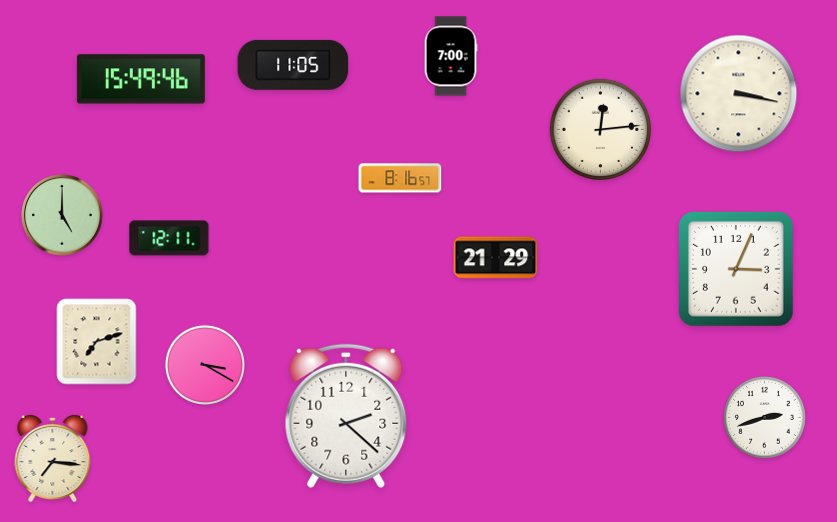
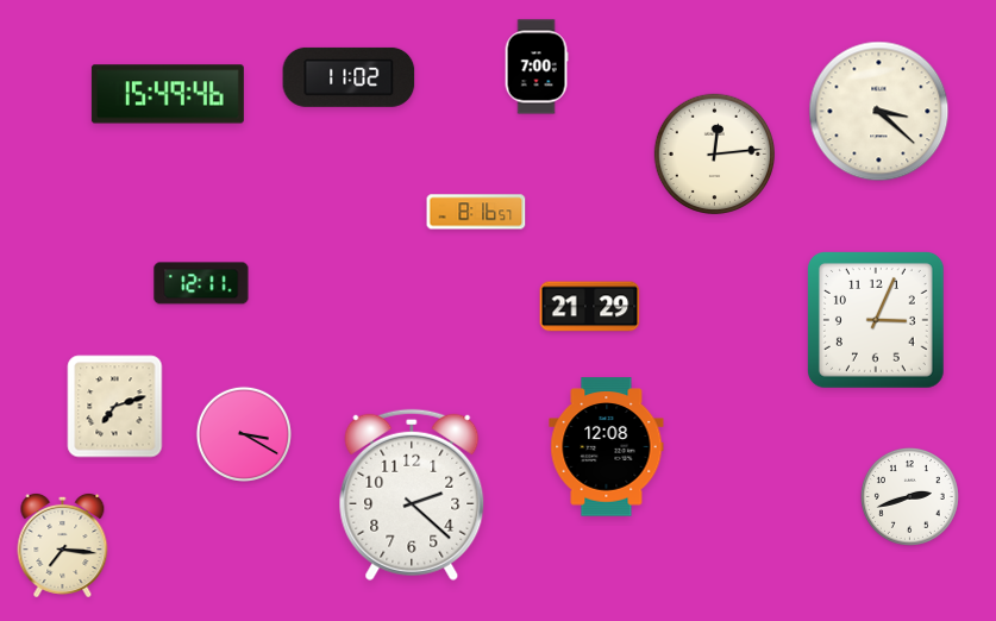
clock at (293, 65): 11:05 -> 11:02
clock at (739, 94): 3:17 -> 3:22
clock at (63, 216): 5:00 -> none
clock at (607, 447): none -> 12:08
